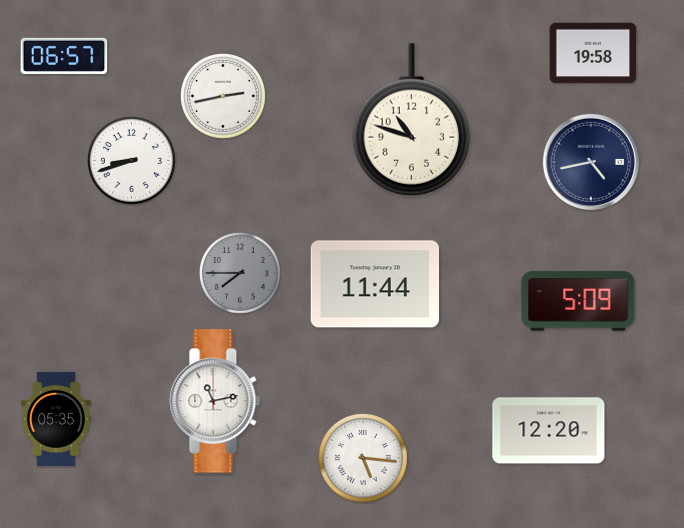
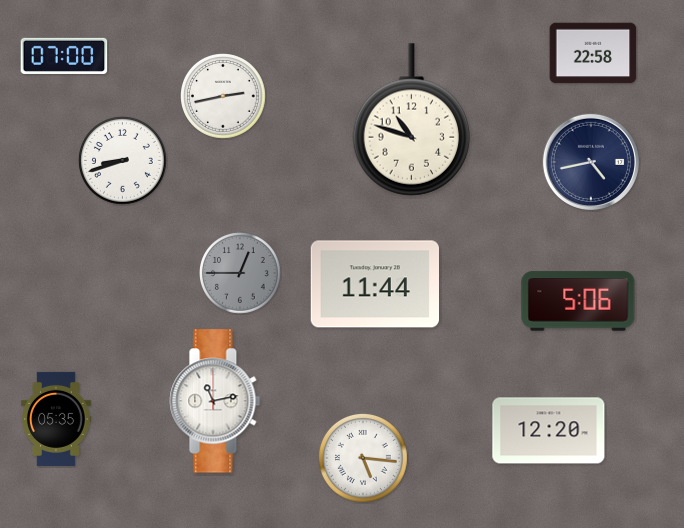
clock at (593, 53): 19:58 -> 22:58
clock at (64, 56): 06:57 -> 07:00
clock at (131, 160) position: (131, 160) -> (122, 160)
clock at (240, 273): 7:45 -> 12:45
clock at (578, 301): 5:09 -> 5:06
